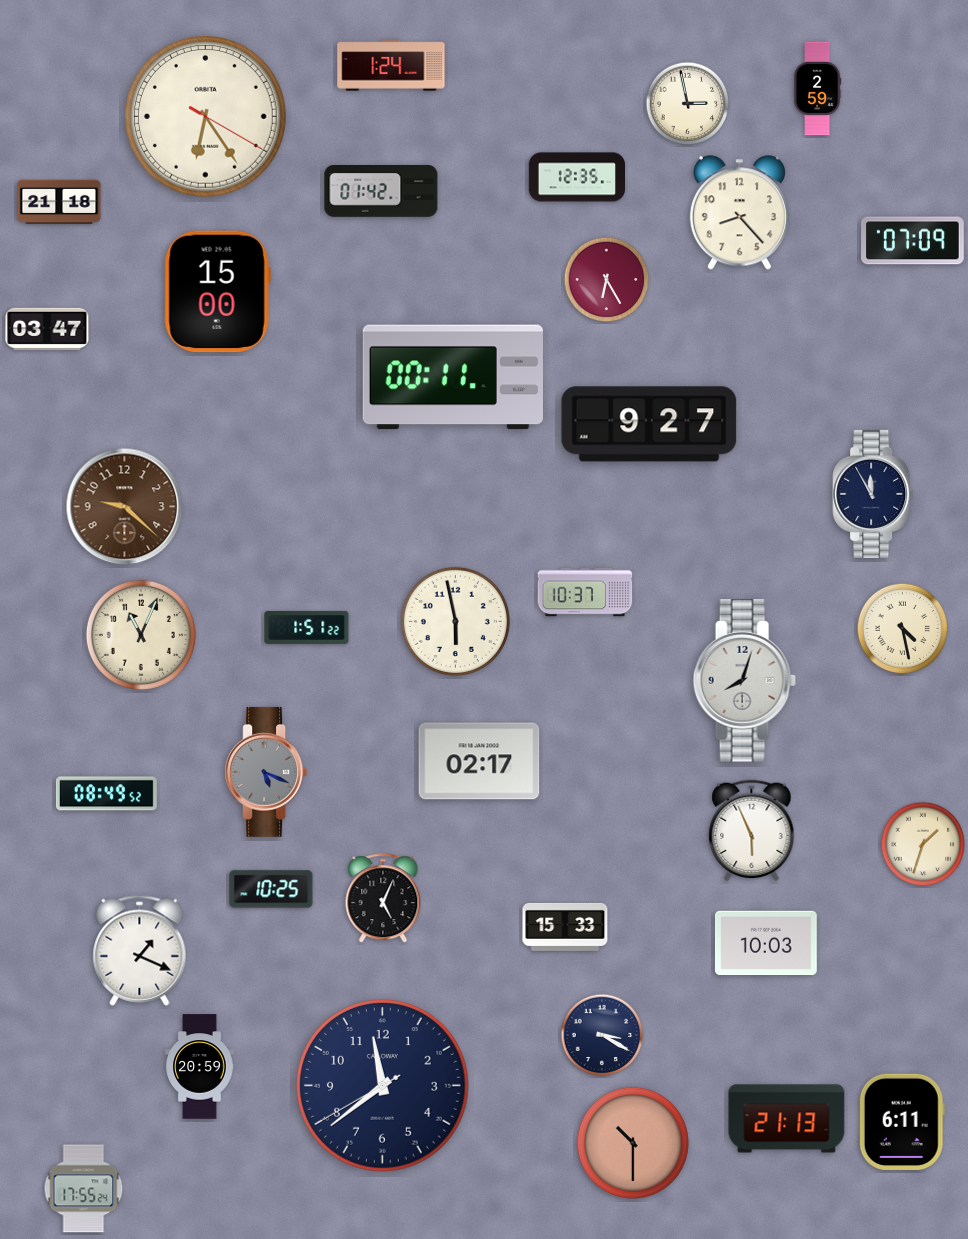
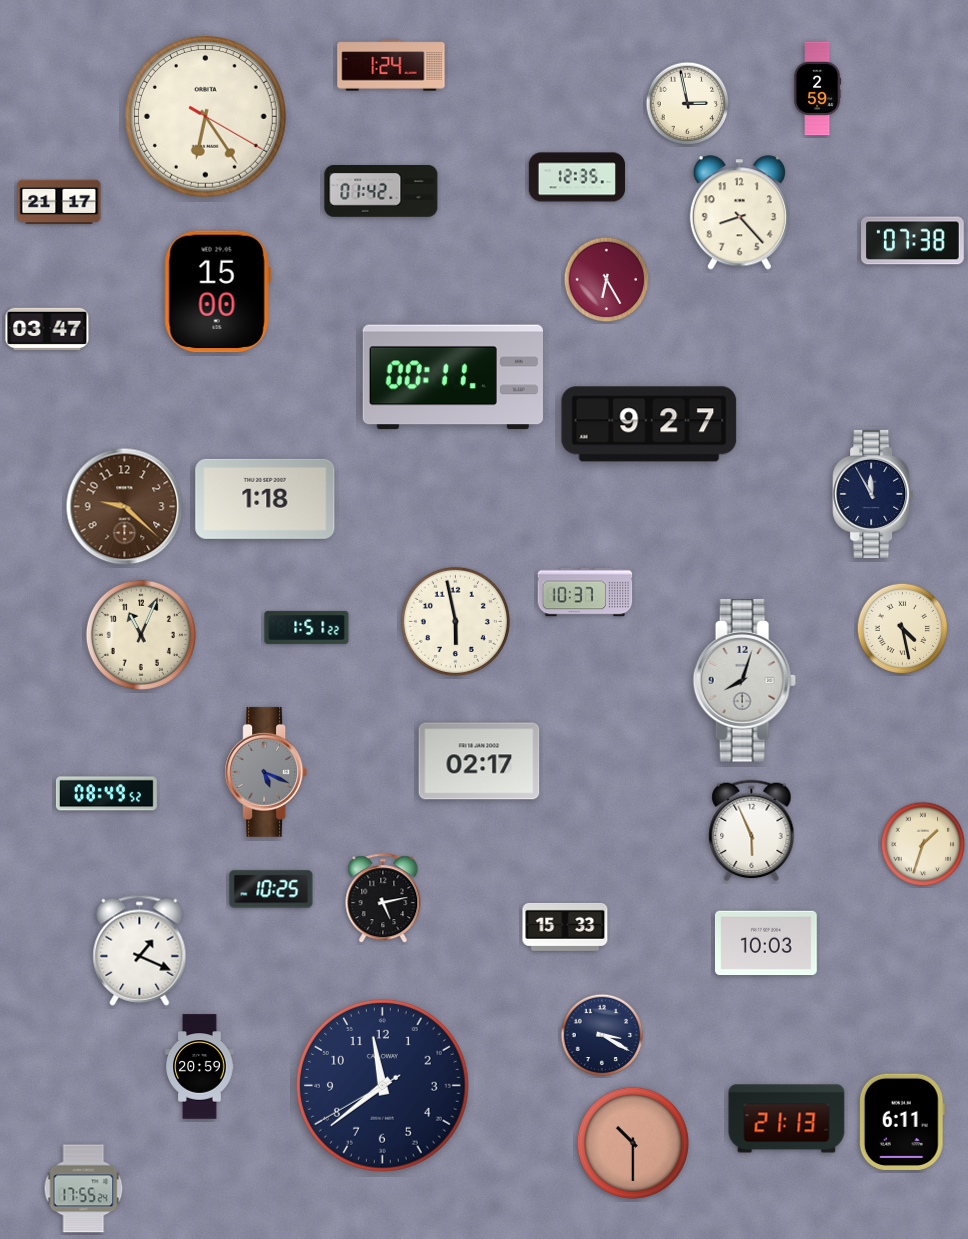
clock at (59, 202): 21:18 -> 21:17
clock at (913, 241): 07:09 -> 07:38
clock at (265, 499): none -> 1:18
clock at (383, 899): 5:04 -> 5:13
